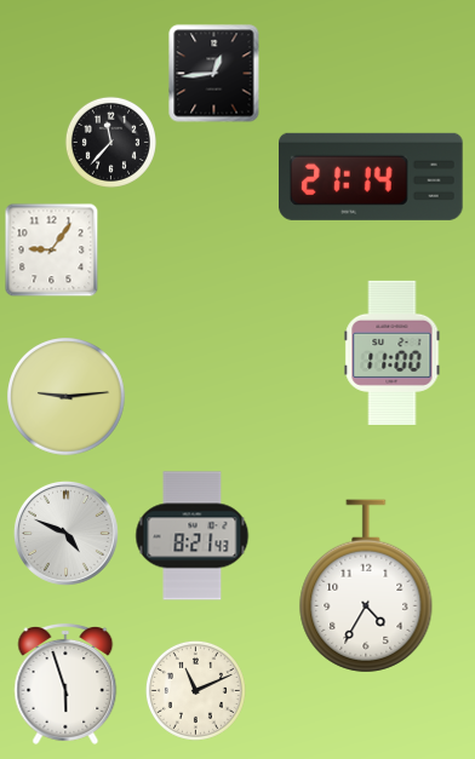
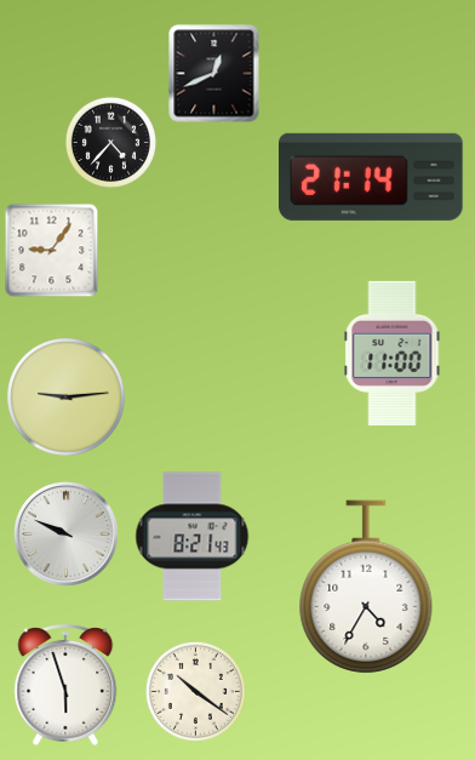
clock at (214, 74): 12:44 -> 12:41
clock at (110, 142): 11:37 -> 4:37
clock at (65, 533): 4:49 -> 9:49
clock at (195, 690): 11:11 -> 10:21
